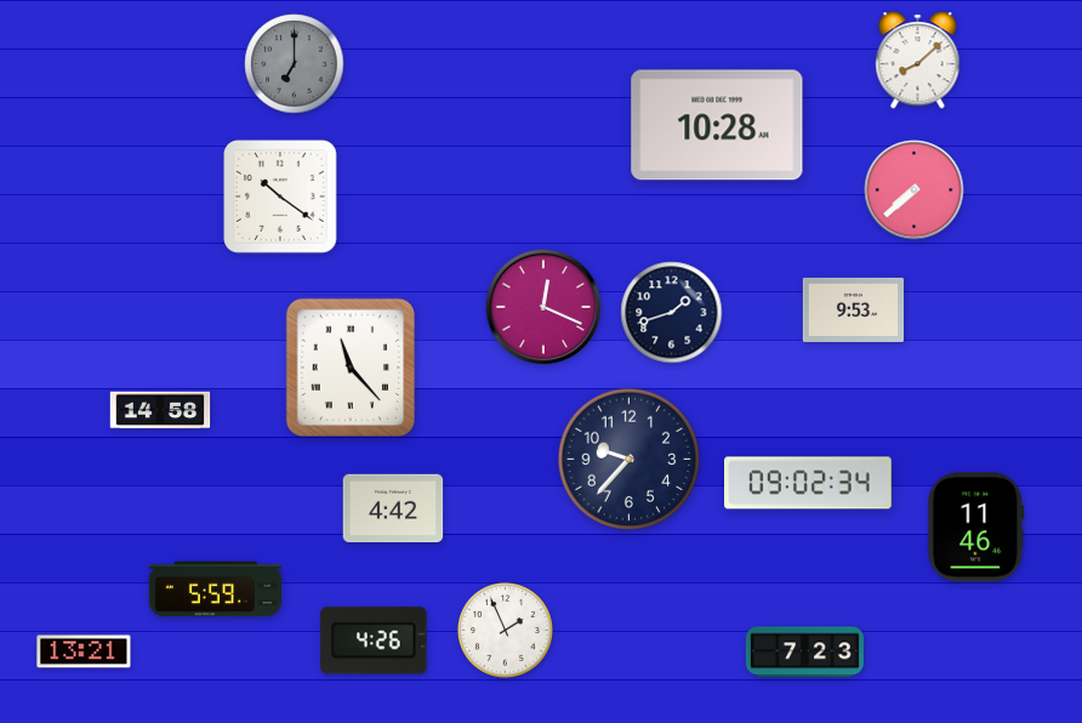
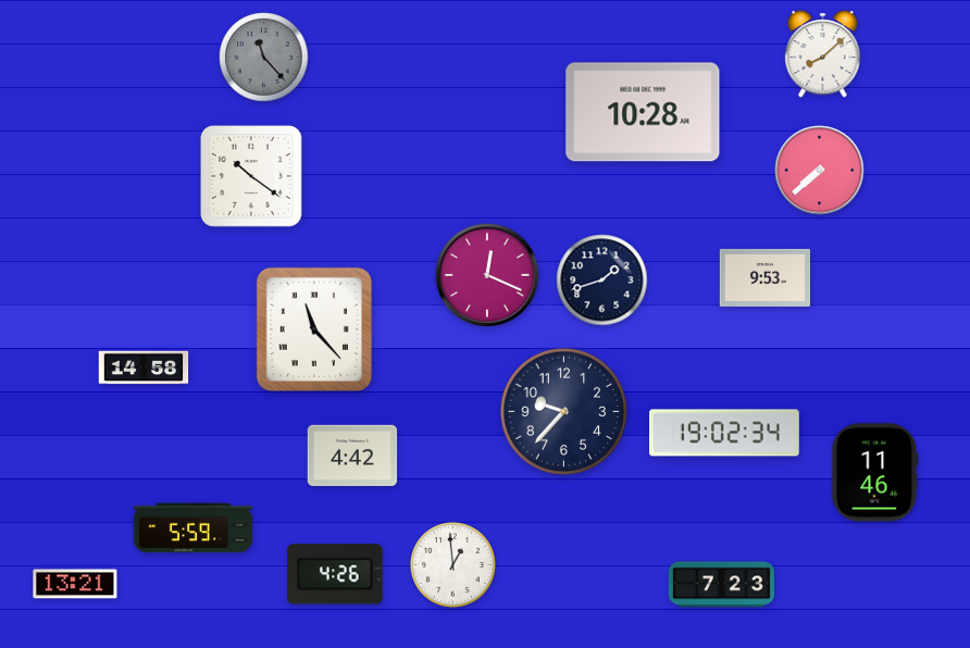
clock at (295, 64): 7:00 -> 11:23
clock at (809, 483): 09:02 -> 19:02
clock at (506, 631): 1:56 -> 12:59
